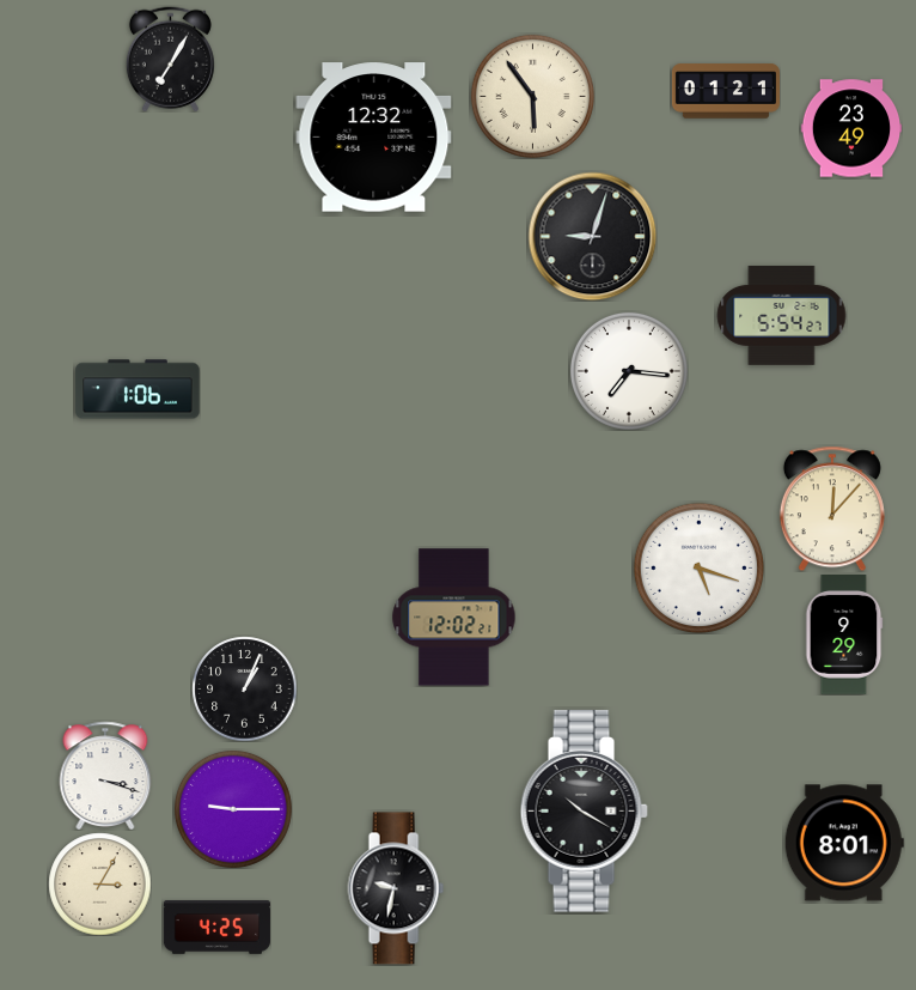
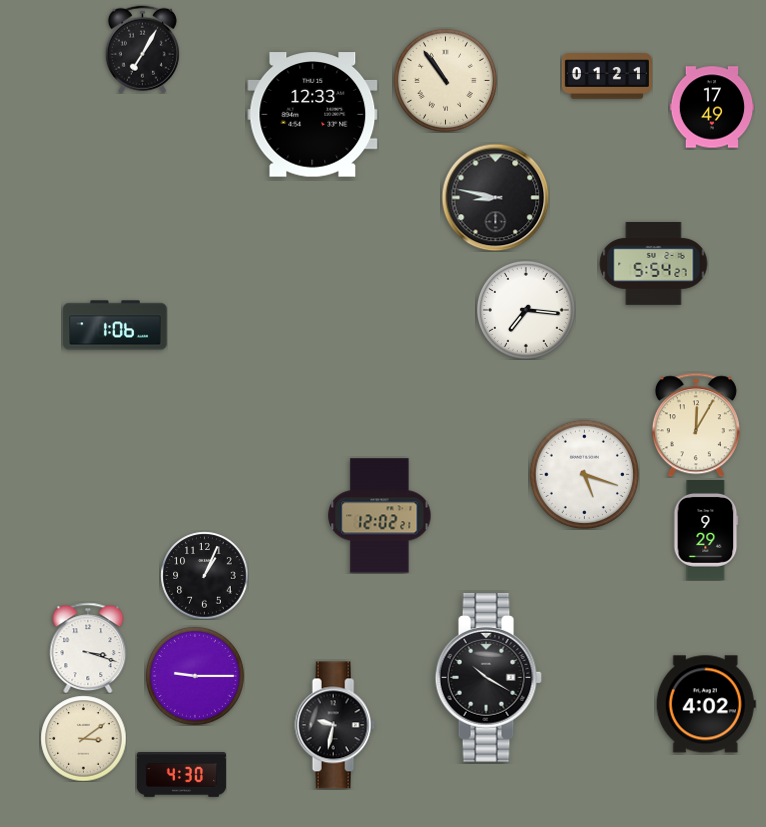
clock at (532, 96): 5:54 -> 10:54
clock at (851, 128): 23:49 -> 17:49
clock at (374, 138): 12:32 -> 12:33
clock at (592, 236): 9:03 -> 8:47
clock at (832, 509): 12:07 -> 12:05
clock at (844, 843): 8:01 -> 4:02
clock at (99, 883): 3:05 -> 3:09
clock at (396, 888) position: (396, 888) -> (335, 725)
clock at (216, 928): 4:25 -> 4:30
